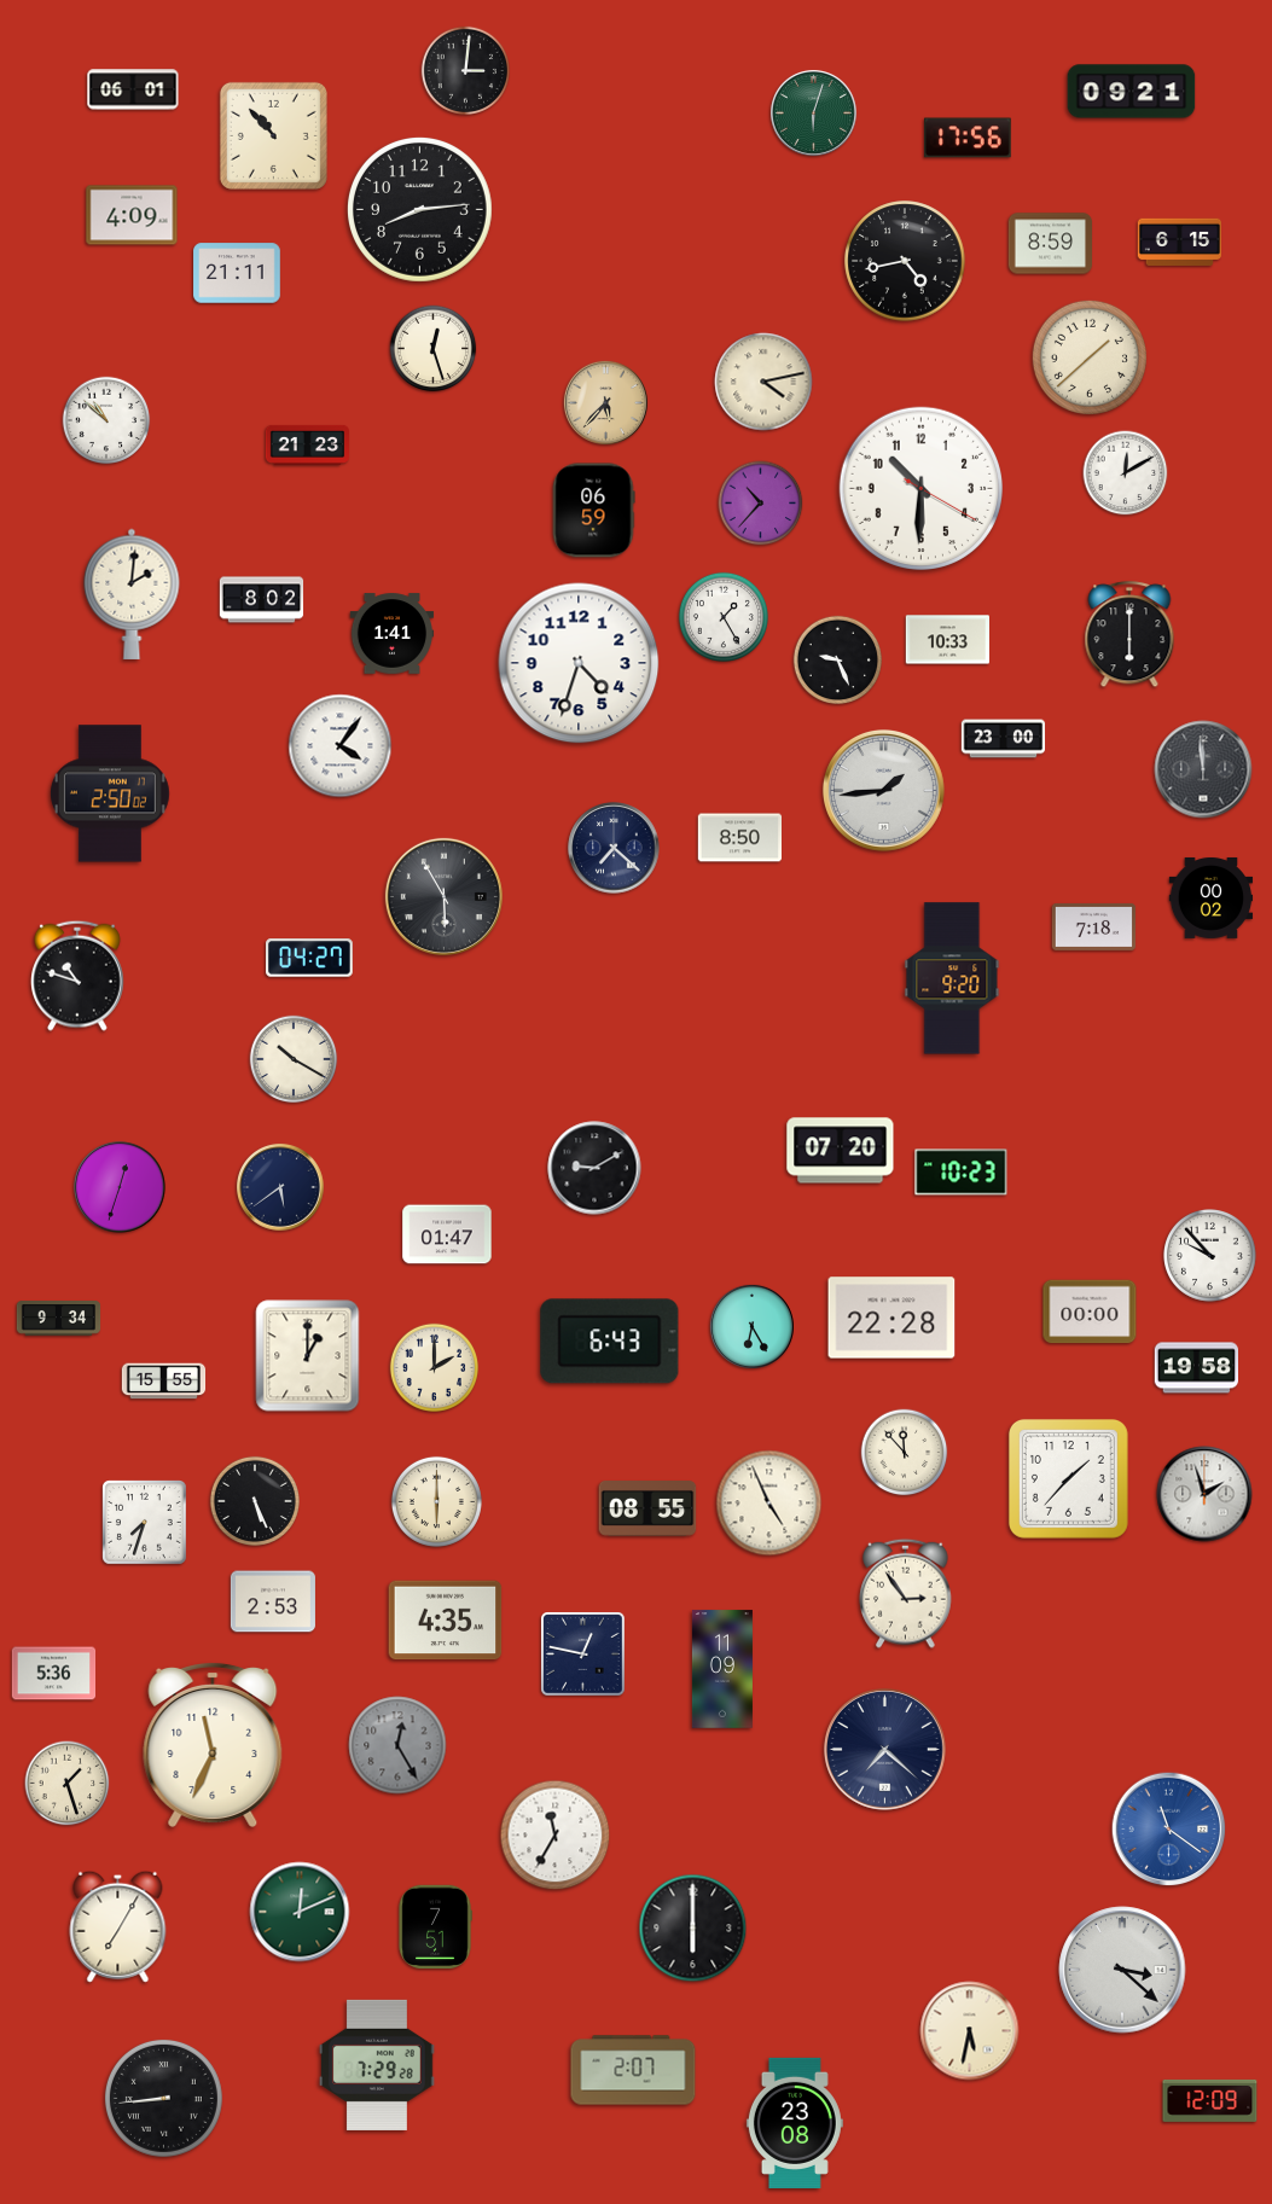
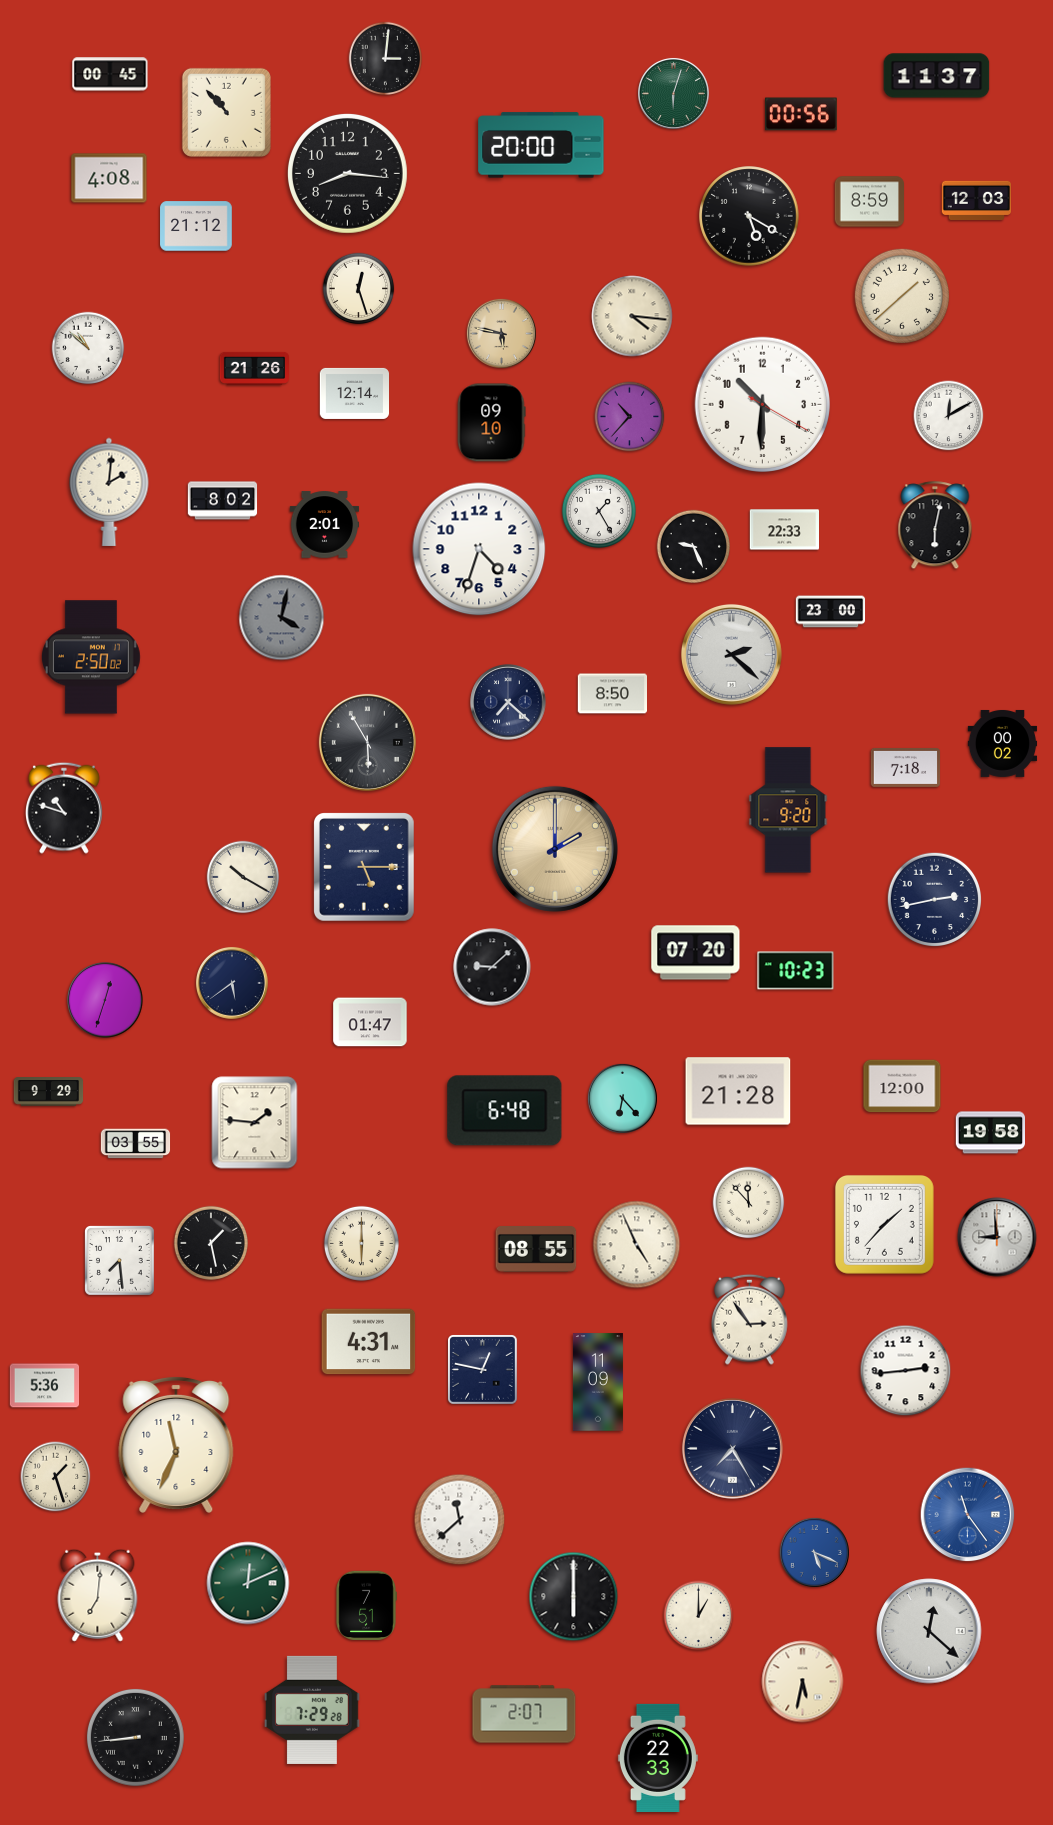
clock at (133, 89): 06:01 -> 00:45
clock at (1132, 92): 09:21 -> 11:37
clock at (969, 138): 17:56 -> 00:56
clock at (541, 145): none -> 20:00
clock at (419, 209): 8:14 -> 8:16
clock at (132, 215): 4:09 -> 4:08
clock at (1180, 242): 6:15 -> 12:03
clock at (905, 261): 4:43 -> 5:20
clock at (237, 273): 21:11 -> 21:12
clock at (763, 382): 4:13 -> 4:16
clock at (605, 402): 5:37 -> 5:47
clock at (308, 444): 21:23 -> 21:26
clock at (1126, 473) position: (1126, 473) -> (949, 416)
clock at (355, 393): none -> 12:14
clock at (593, 511): 06:59 -> 09:10
clock at (262, 600) position: (262, 600) -> (223, 501)
clock at (393, 634): 1:41 -> 2:01
clock at (1129, 635): 6:00 -> 6:02
clock at (948, 640): 10:33 -> 22:33
clock at (341, 746): 4:06 -> 4:02
clock at (341, 746) dial: white -> grey
clock at (1203, 769): 11:59 -> none
clock at (883, 790): 1:44 -> 2:22
clock at (309, 958): 04:27 -> none
clock at (555, 849): none -> 2:00
clock at (365, 868): none -> 5:15
clock at (934, 899): none -> 2:43
clock at (594, 1168): 9:10 -> 9:08
clock at (120, 1187) position: (120, 1187) -> (105, 1000)
clock at (1210, 1256): 9:53 -> none
clock at (1090, 1312): 00:00 -> 12:00
clock at (891, 1318): 22:28 -> 21:28
clock at (59, 1319): 9:34 -> 9:29
clock at (751, 1326): 6:25 -> 6:23
clock at (610, 1342): 6:43 -> 6:48
clock at (308, 1356): 1:00 -> 1:46
clock at (434, 1367): 2:00 -> none
clock at (164, 1382): 15:55 -> 03:55
clock at (1204, 1494): 1:57 -> 8:59
clock at (255, 1501): 5:26 -> 1:28
clock at (145, 1523): 7:33 -> 7:29
clock at (273, 1601): 2:53 -> none
clock at (446, 1621): 4:35 -> 4:31
clock at (906, 1371): none -> 2:44
clock at (397, 1745): 12:25 -> none
clock at (884, 1749): 7:22 -> 7:25
clock at (1169, 1830): 11:21 -> 11:24
clock at (556, 1836): 11:35 -> 11:38
clock at (814, 1552): none -> 5:19
clock at (118, 1926): 7:05 -> 7:01
clock at (435, 1926) position: (435, 1926) -> (366, 1605)
clock at (699, 1616): none -> 1:00
clock at (1122, 1970): 3:22 -> 12:22
clock at (1210, 2100): 12:09 -> none
clock at (795, 2123): 23:08 -> 22:33
